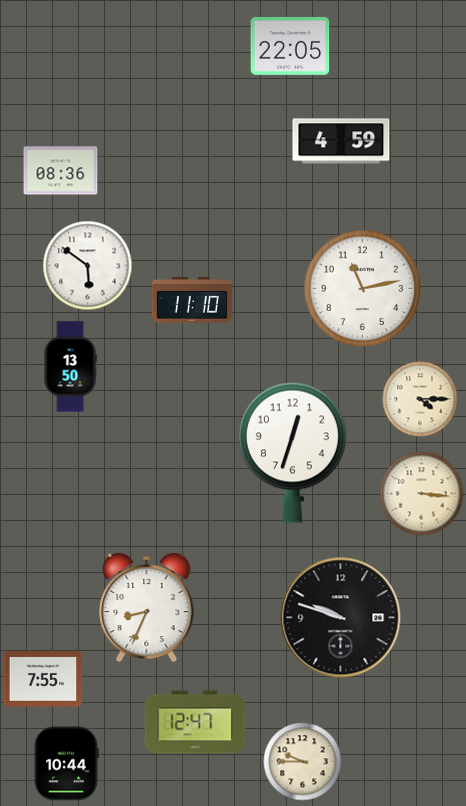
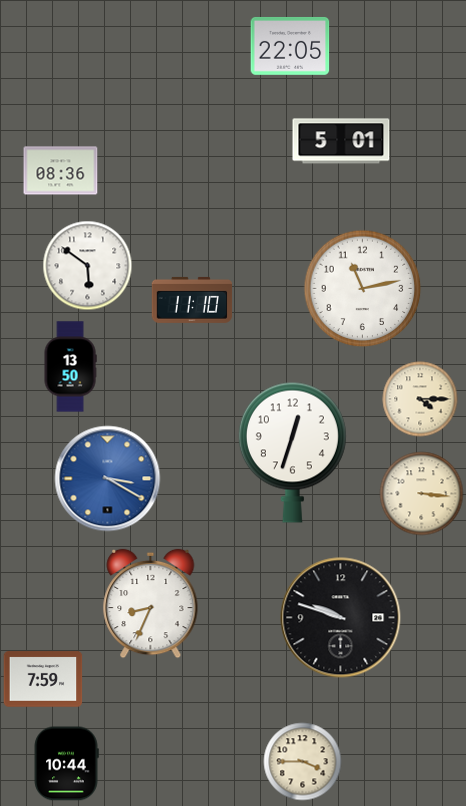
clock at (341, 141): 4:59 -> 5:01
clock at (108, 479): none -> 3:20
clock at (147, 608) position: (147, 608) -> (151, 604)
clock at (43, 679): 7:55 -> 7:59
clock at (195, 722): 12:47 -> none
clock at (303, 762): 9:45 -> 3:45
